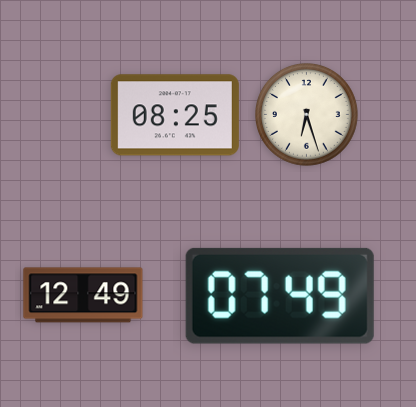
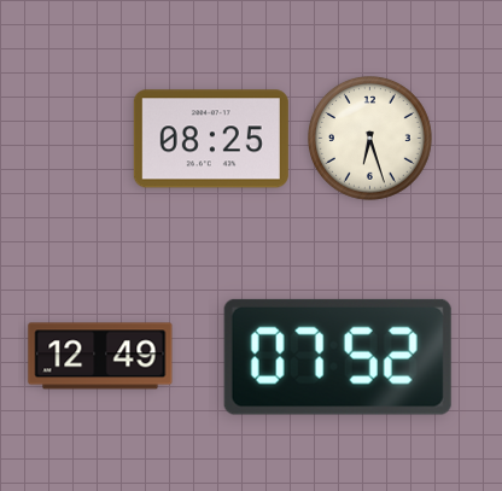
clock at (280, 296): 07:49 -> 07:52
